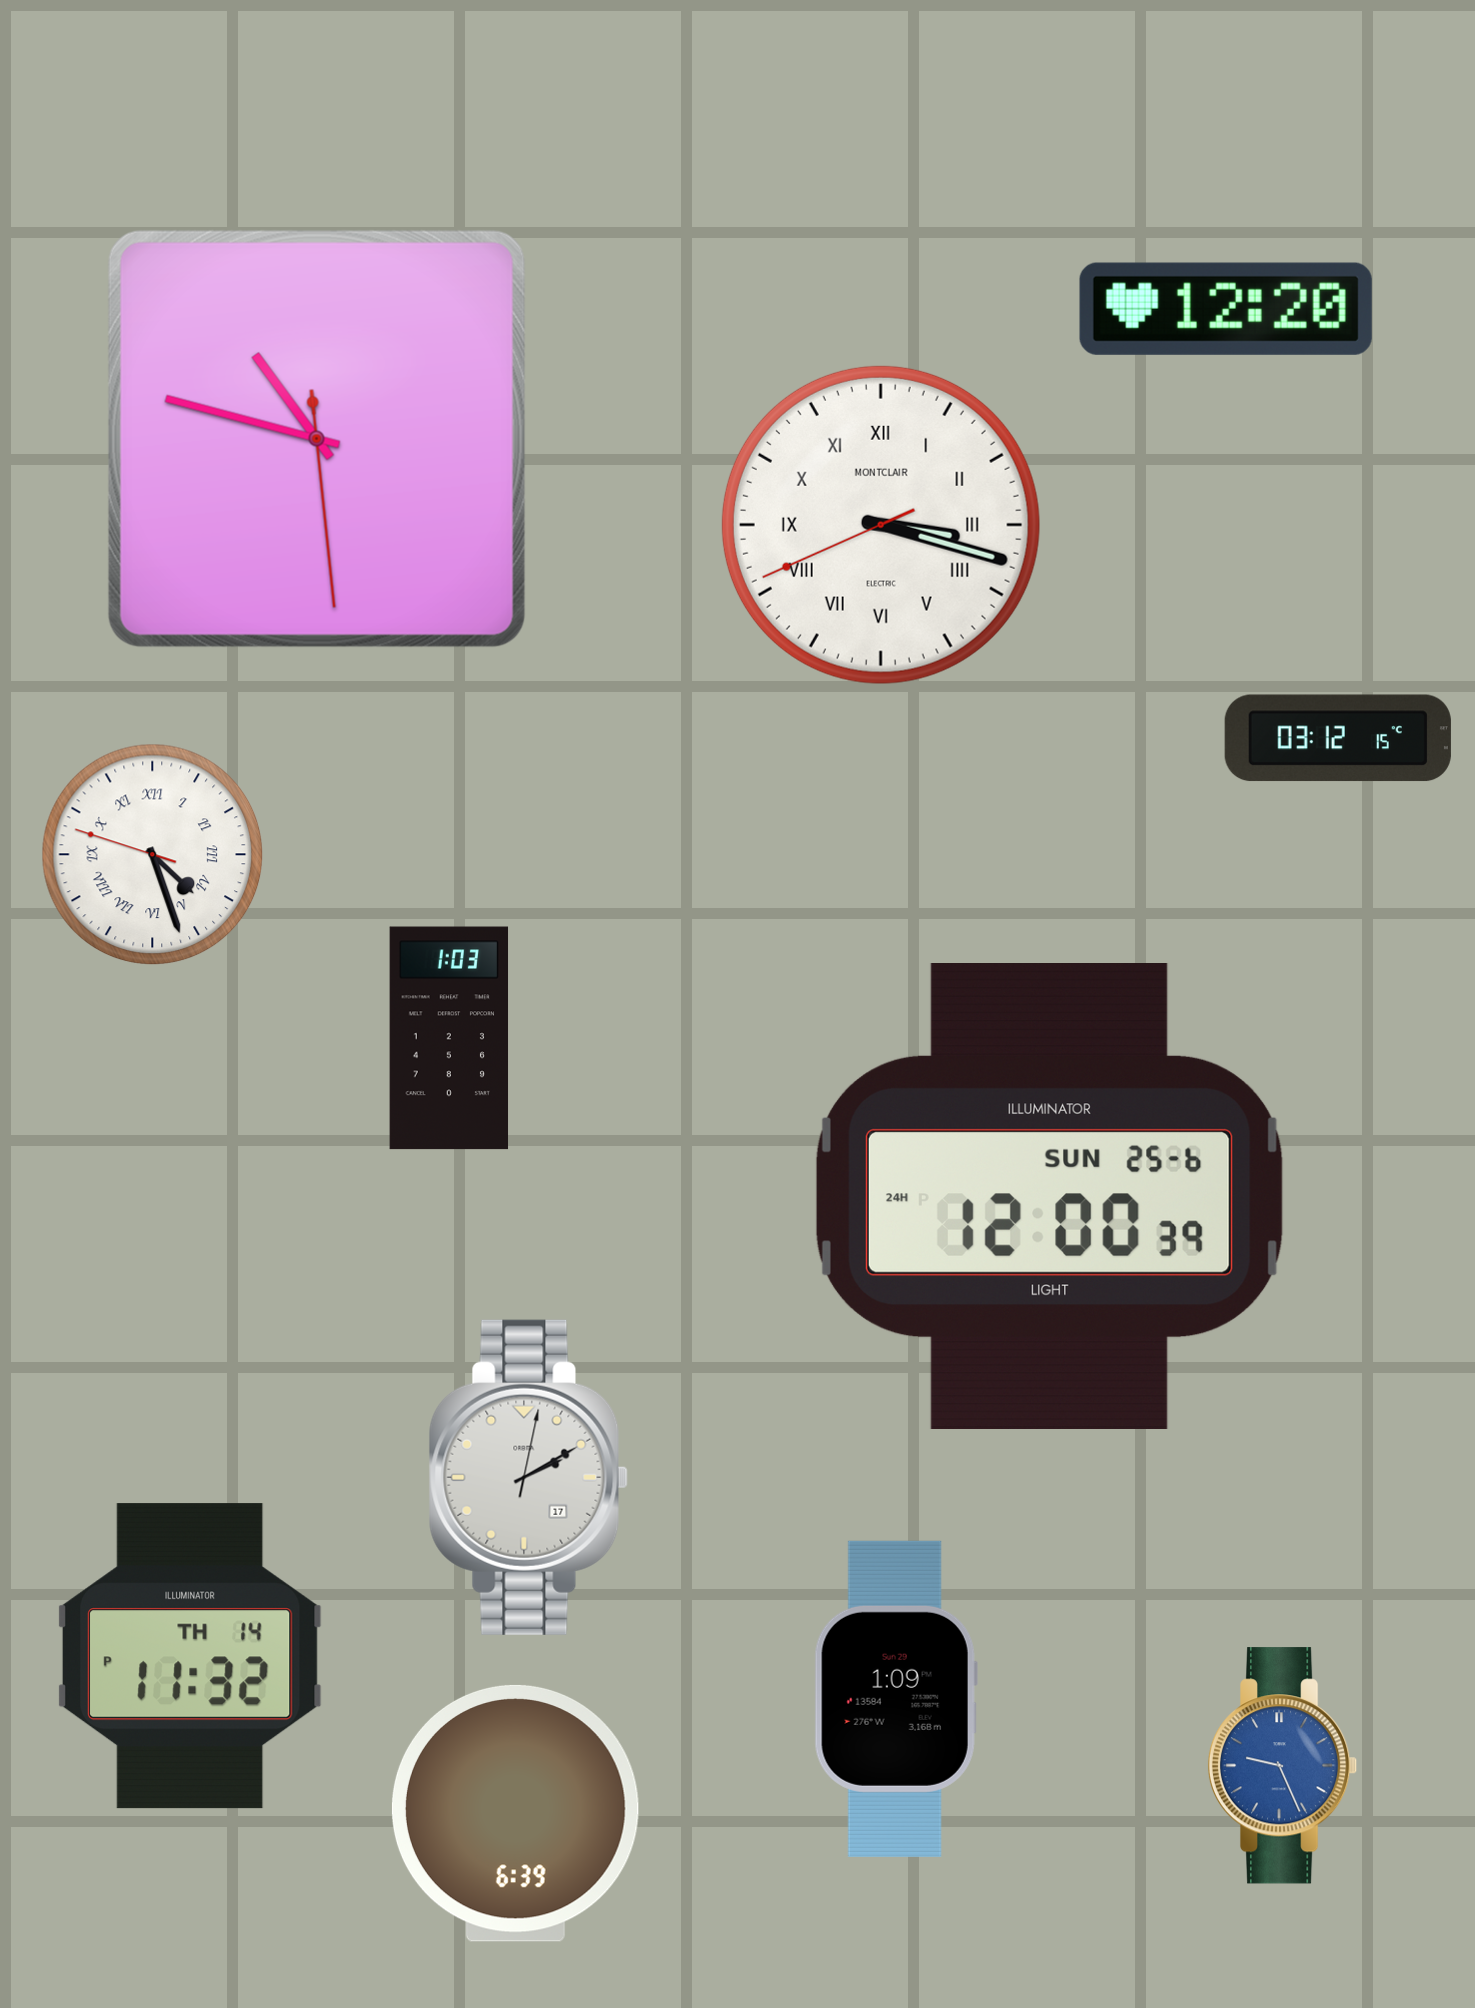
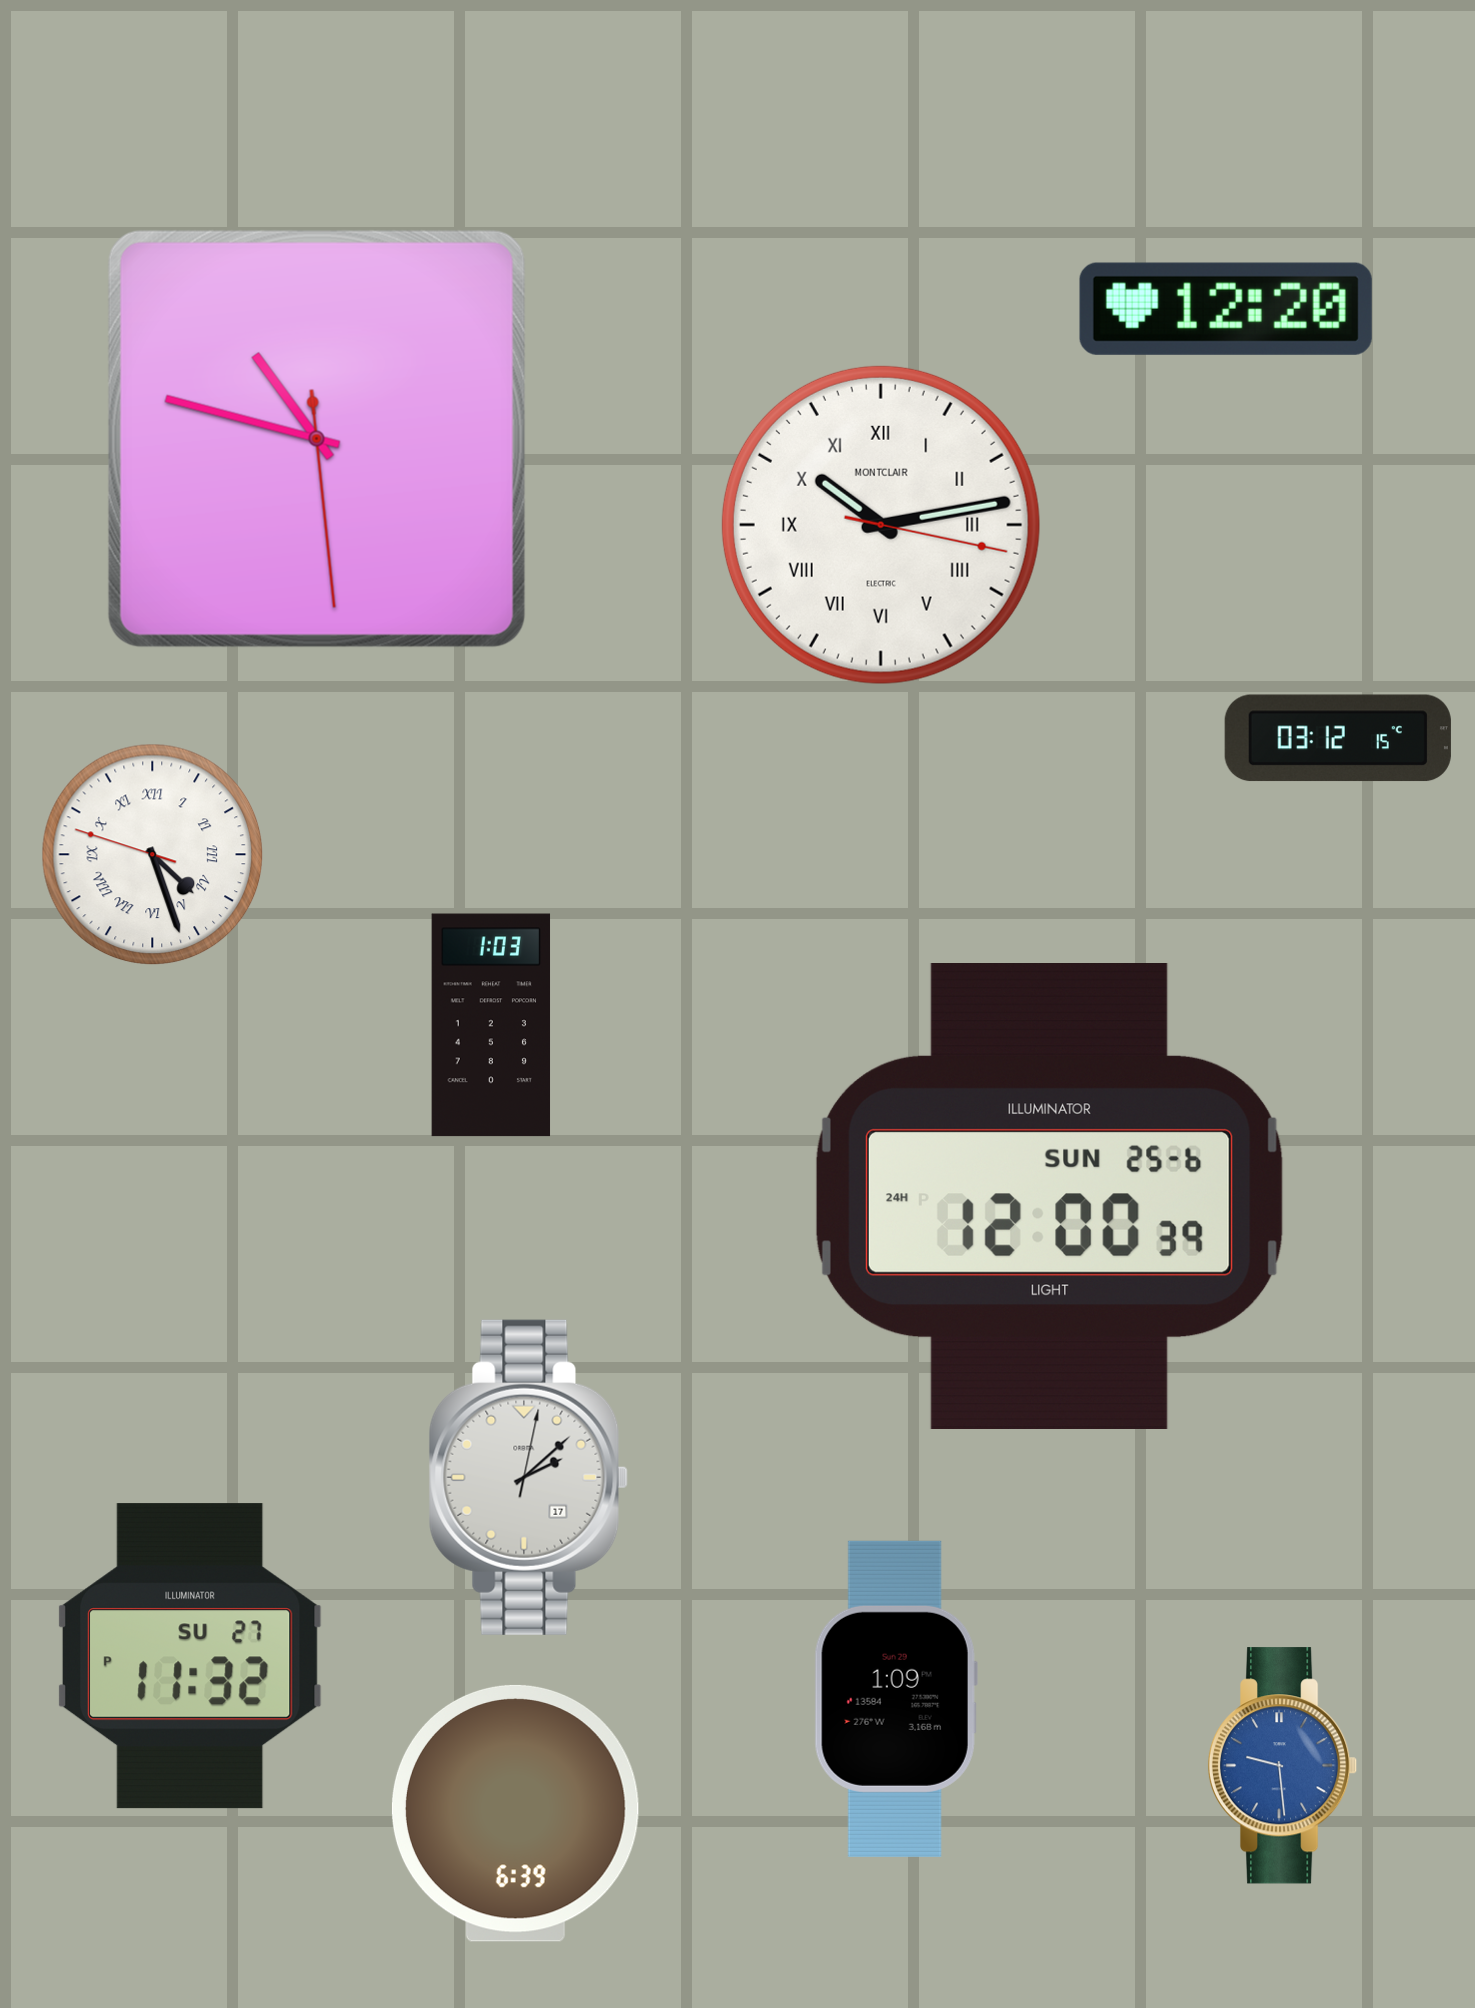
clock at (881, 525): 3:17 -> 10:13
clock at (449, 1038) position: (449, 1038) -> (491, 1025)
clock at (528, 1477): 2:10 -> 2:08
clock at (190, 1656) date: TH 14 -> SU 27
clock at (1283, 1766): 9:26 -> 9:29
